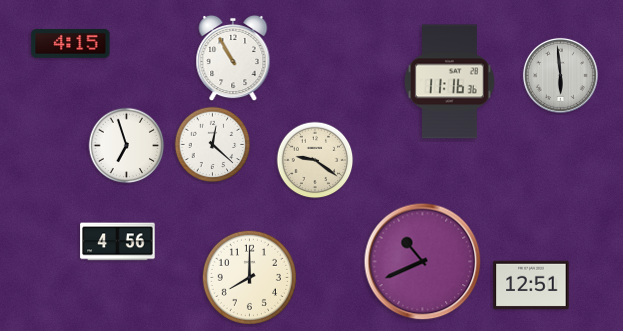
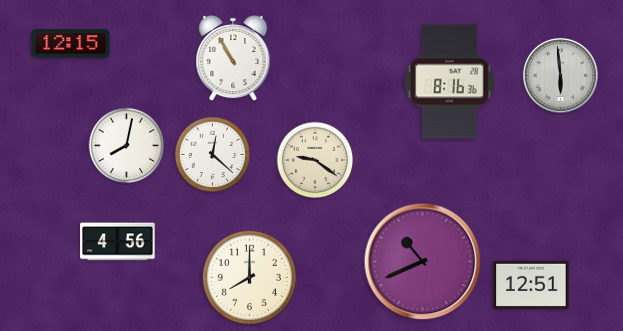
clock at (71, 44): 4:15 -> 12:15
clock at (449, 82): 11:16 -> 8:16
clock at (213, 145) position: (213, 145) -> (213, 155)
clock at (127, 146): 6:57 -> 8:02
